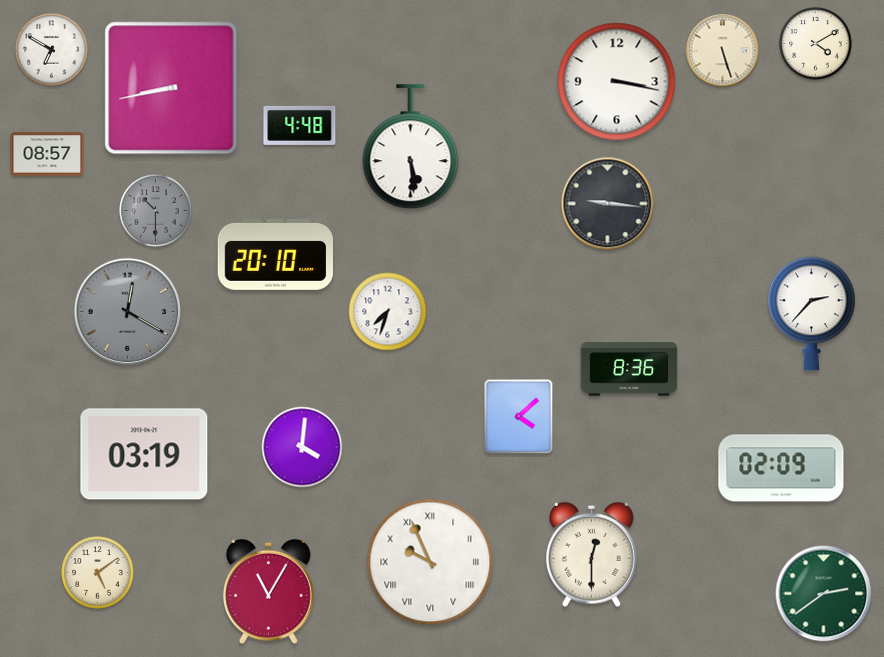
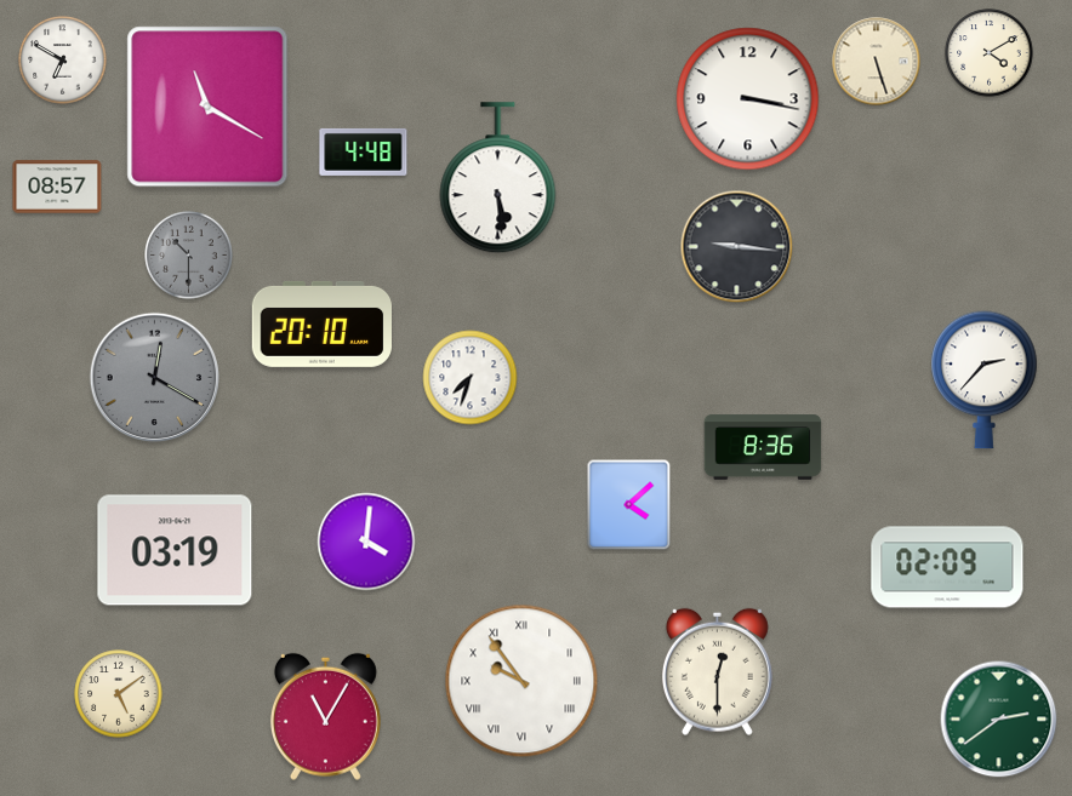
clock at (171, 88): 8:43 -> 11:20
clock at (275, 254) position: (275, 254) -> (321, 323)
clock at (430, 562): 9:56 -> 9:54
